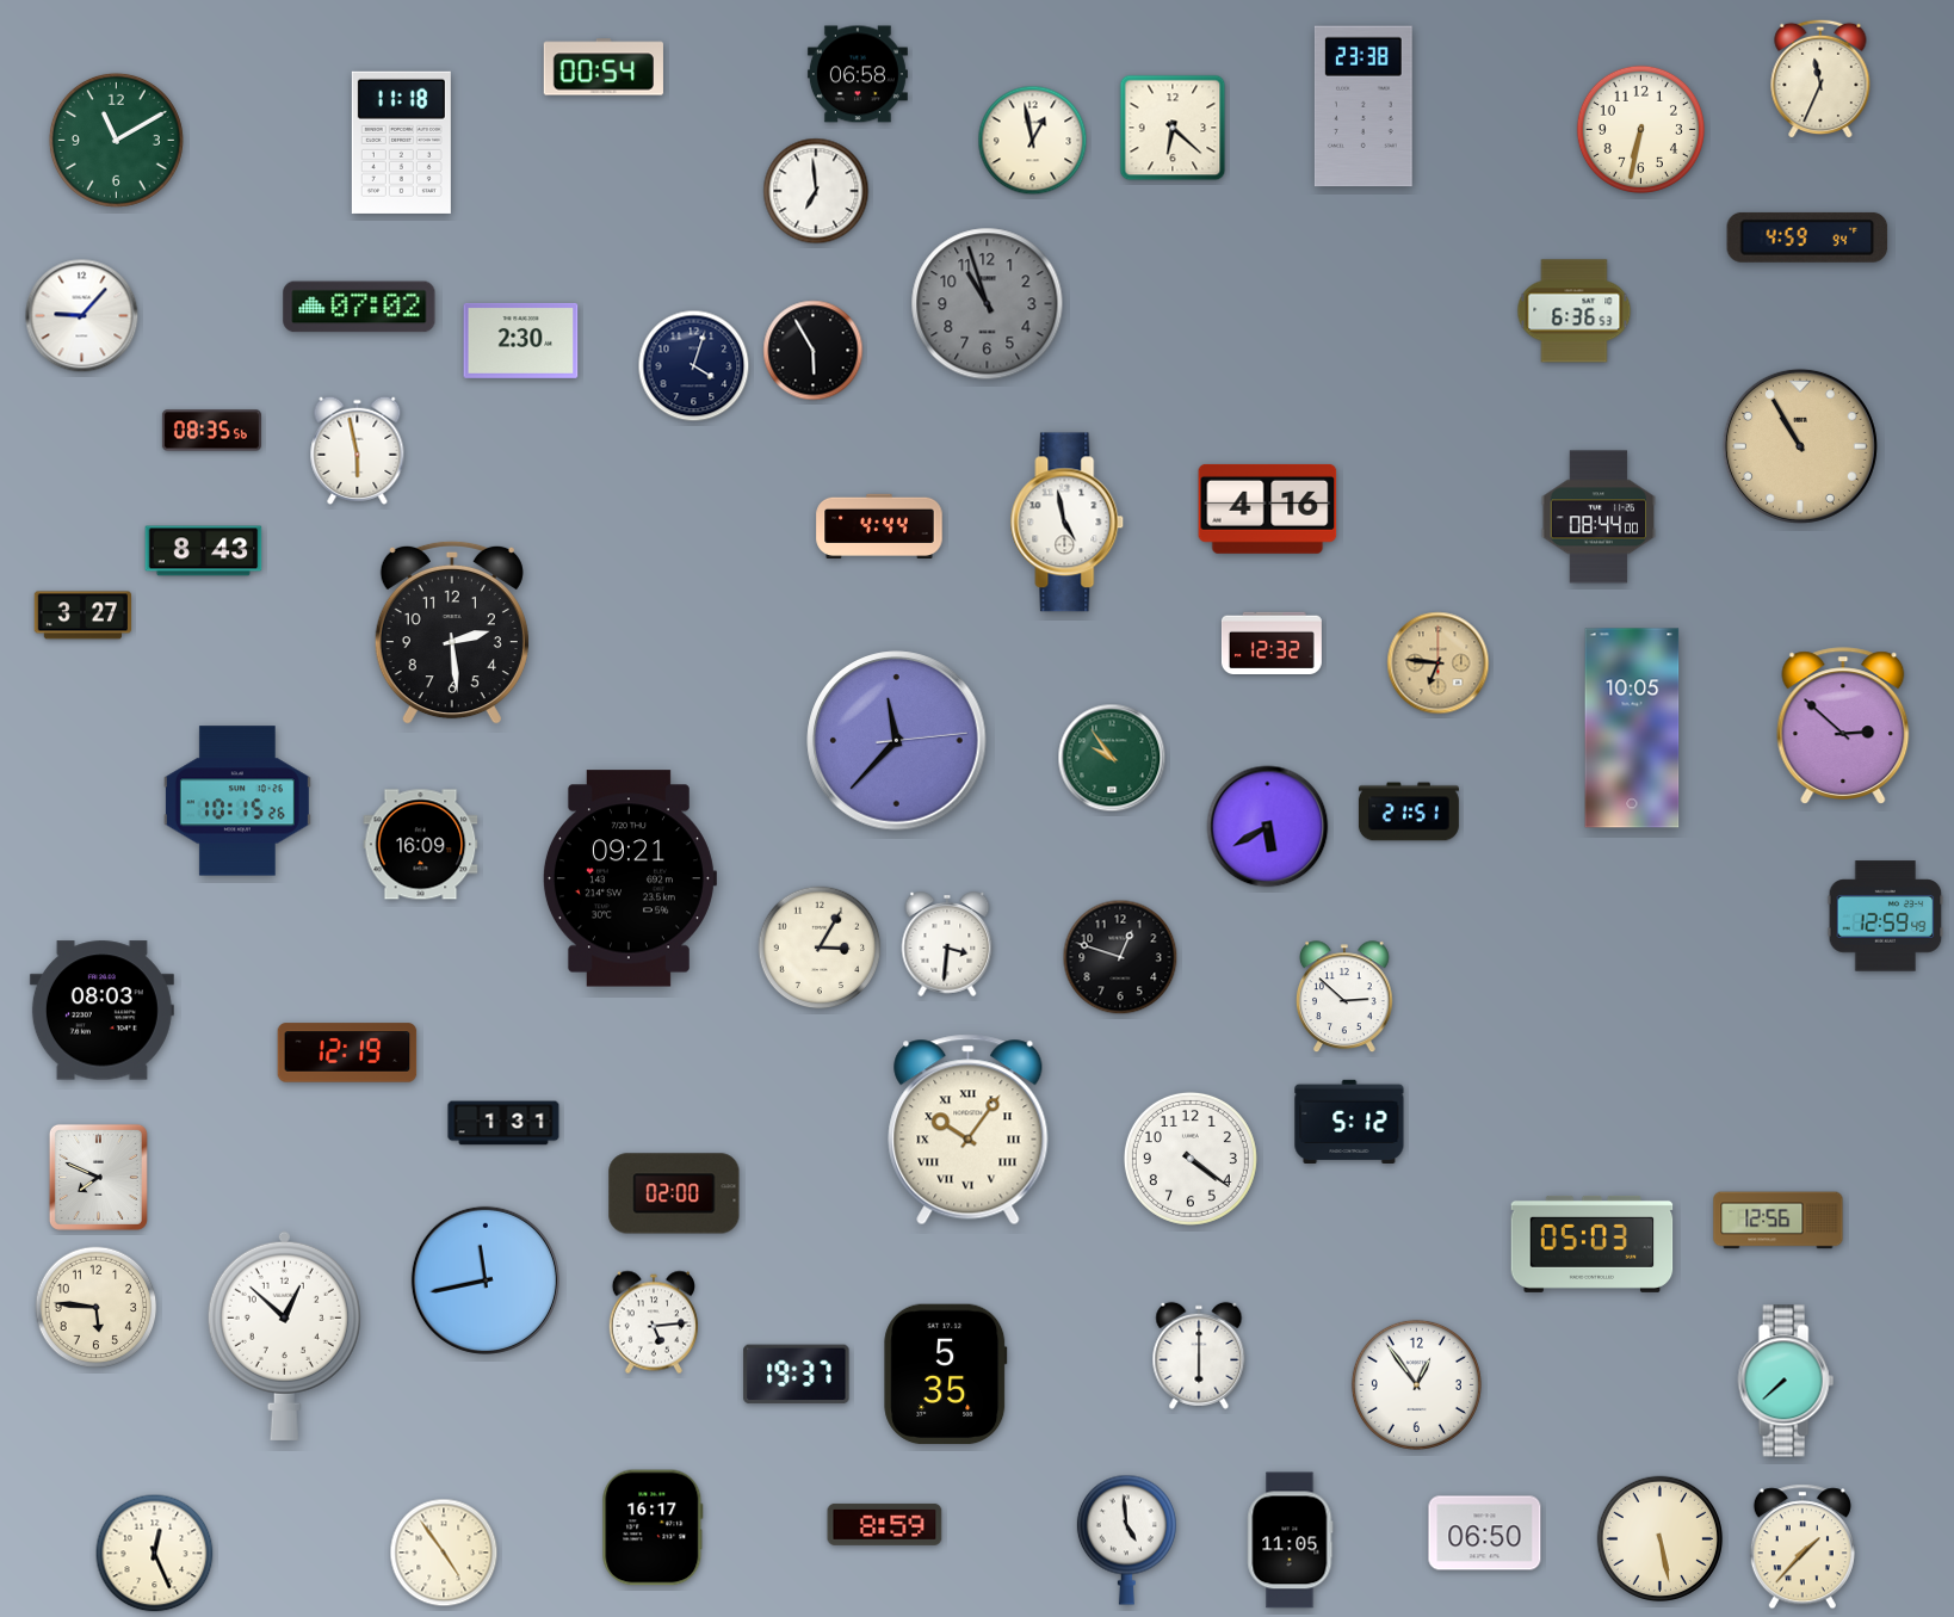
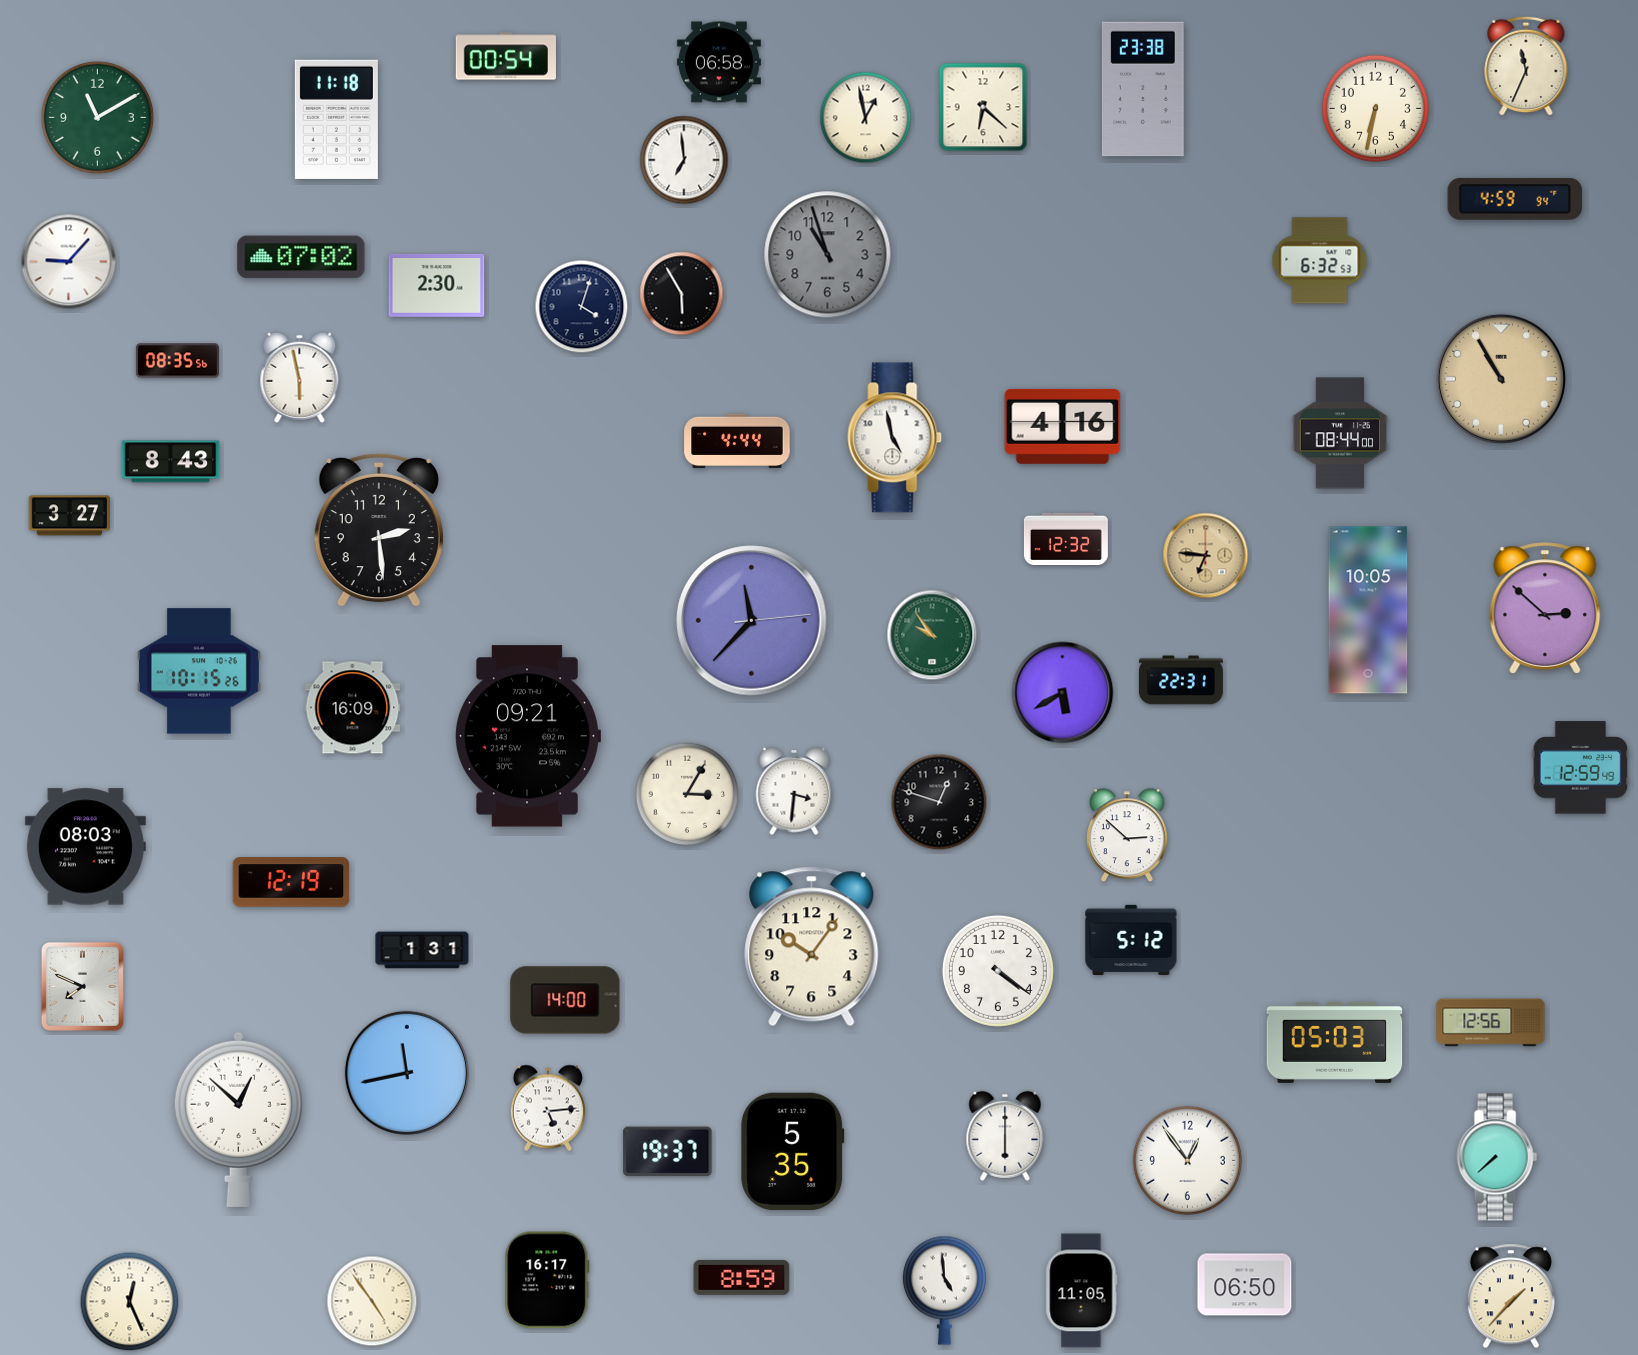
clock at (1575, 311): 6:36 -> 6:32
clock at (82, 316) position: (82, 316) -> (69, 262)
clock at (1800, 446) position: (1800, 446) -> (1501, 379)
clock at (1409, 811): 21:51 -> 22:31
clock at (503, 1123) position: (503, 1123) -> (422, 950)
clock at (969, 1130) numerals: Roman -> Arabic
clock at (674, 1193): 02:00 -> 14:00
clock at (97, 1308): 5:46 -> none
clock at (1659, 1538): 5:28 -> none
